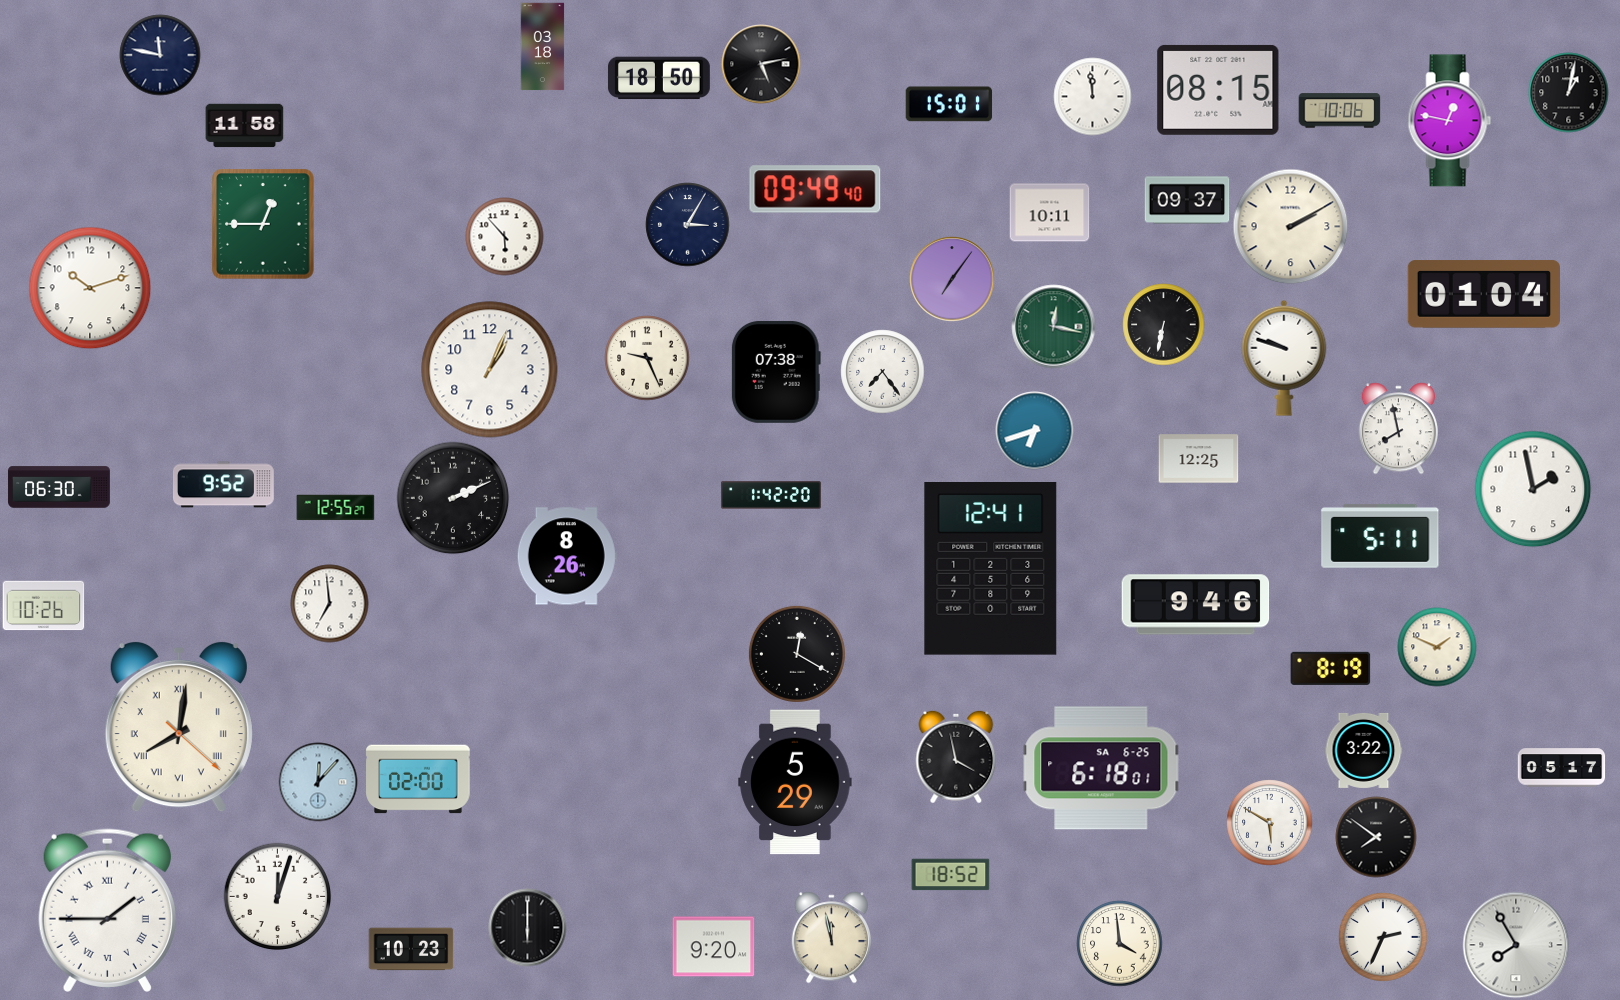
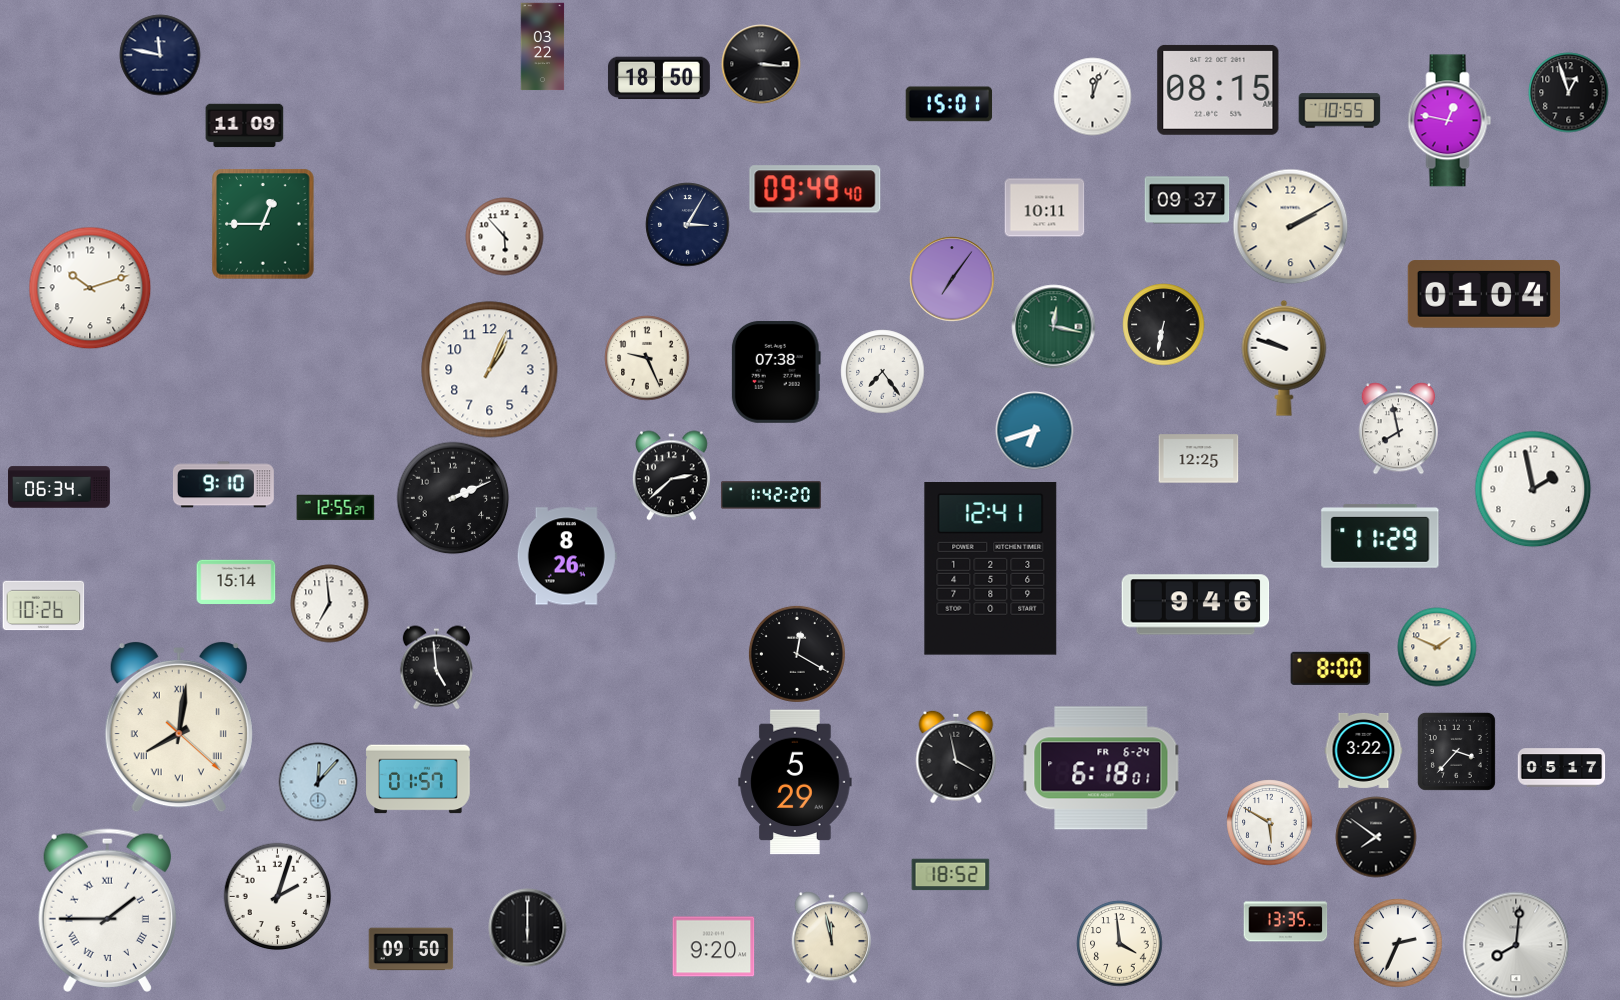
clock at (543, 46): 03:18 -> 03:22
clock at (761, 64): 5:13 -> 3:16
clock at (1568, 92): 1:02 -> 12:57
clock at (1092, 96): 11:59 -> 12:03
clock at (1339, 111): 10:06 -> 10:55
clock at (244, 126): 11:58 -> 11:09
clock at (1049, 213) position: (1049, 213) -> (1044, 208)
clock at (671, 475): none -> 2:38
clock at (223, 485): 9:52 -> 9:10
clock at (59, 487): 06:30 -> 06:34
clock at (1380, 537): 5:11 -> 11:29
clock at (236, 582): none -> 15:14
clock at (436, 667): none -> 4:59
clock at (1330, 668): 8:19 -> 8:00
clock at (1456, 751): none -> 3:37
clock at (1101, 768) date: SA 6-25 -> FR 6-24
clock at (418, 779): 02:00 -> 01:57
clock at (277, 896): 12:03 -> 2:03
clock at (1285, 922): none -> 13:35
clock at (1383, 937) position: (1383, 937) -> (1398, 943)
clock at (1516, 945): 7:55 -> 8:01
clock at (411, 949): 10:23 -> 09:50
